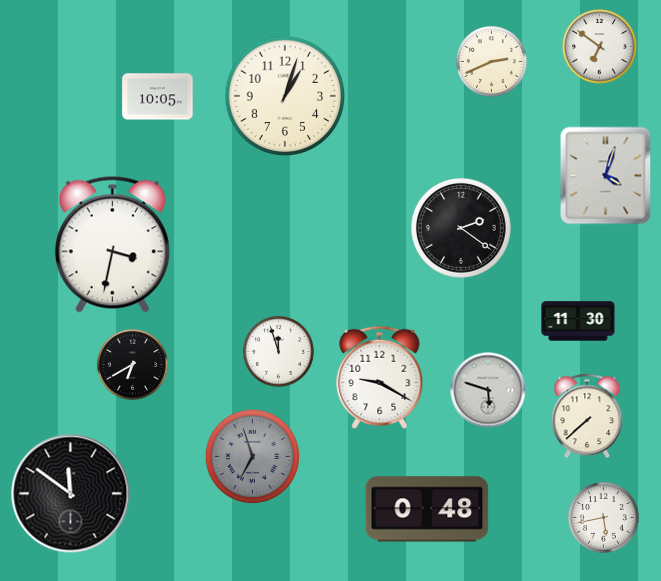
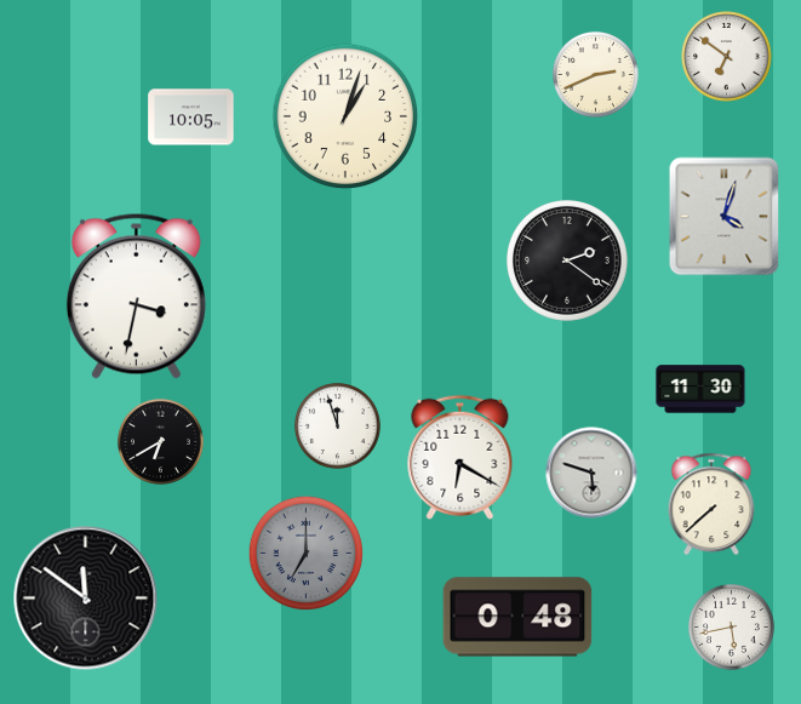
clock at (606, 176) position: (606, 176) -> (725, 217)
clock at (462, 229) position: (462, 229) -> (568, 262)
clock at (380, 377): 9:20 -> 6:20
clock at (253, 457): 6:57 -> 7:00
